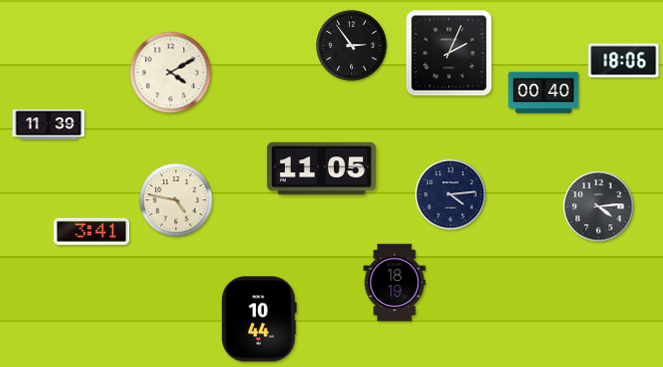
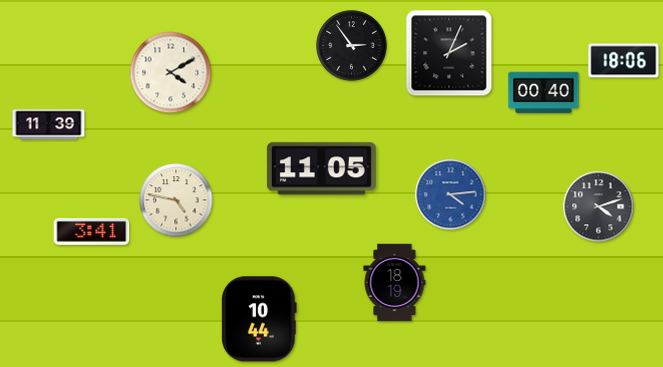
clock at (451, 195) dial: navy -> blue
clock at (599, 207): 4:14 -> 4:12
